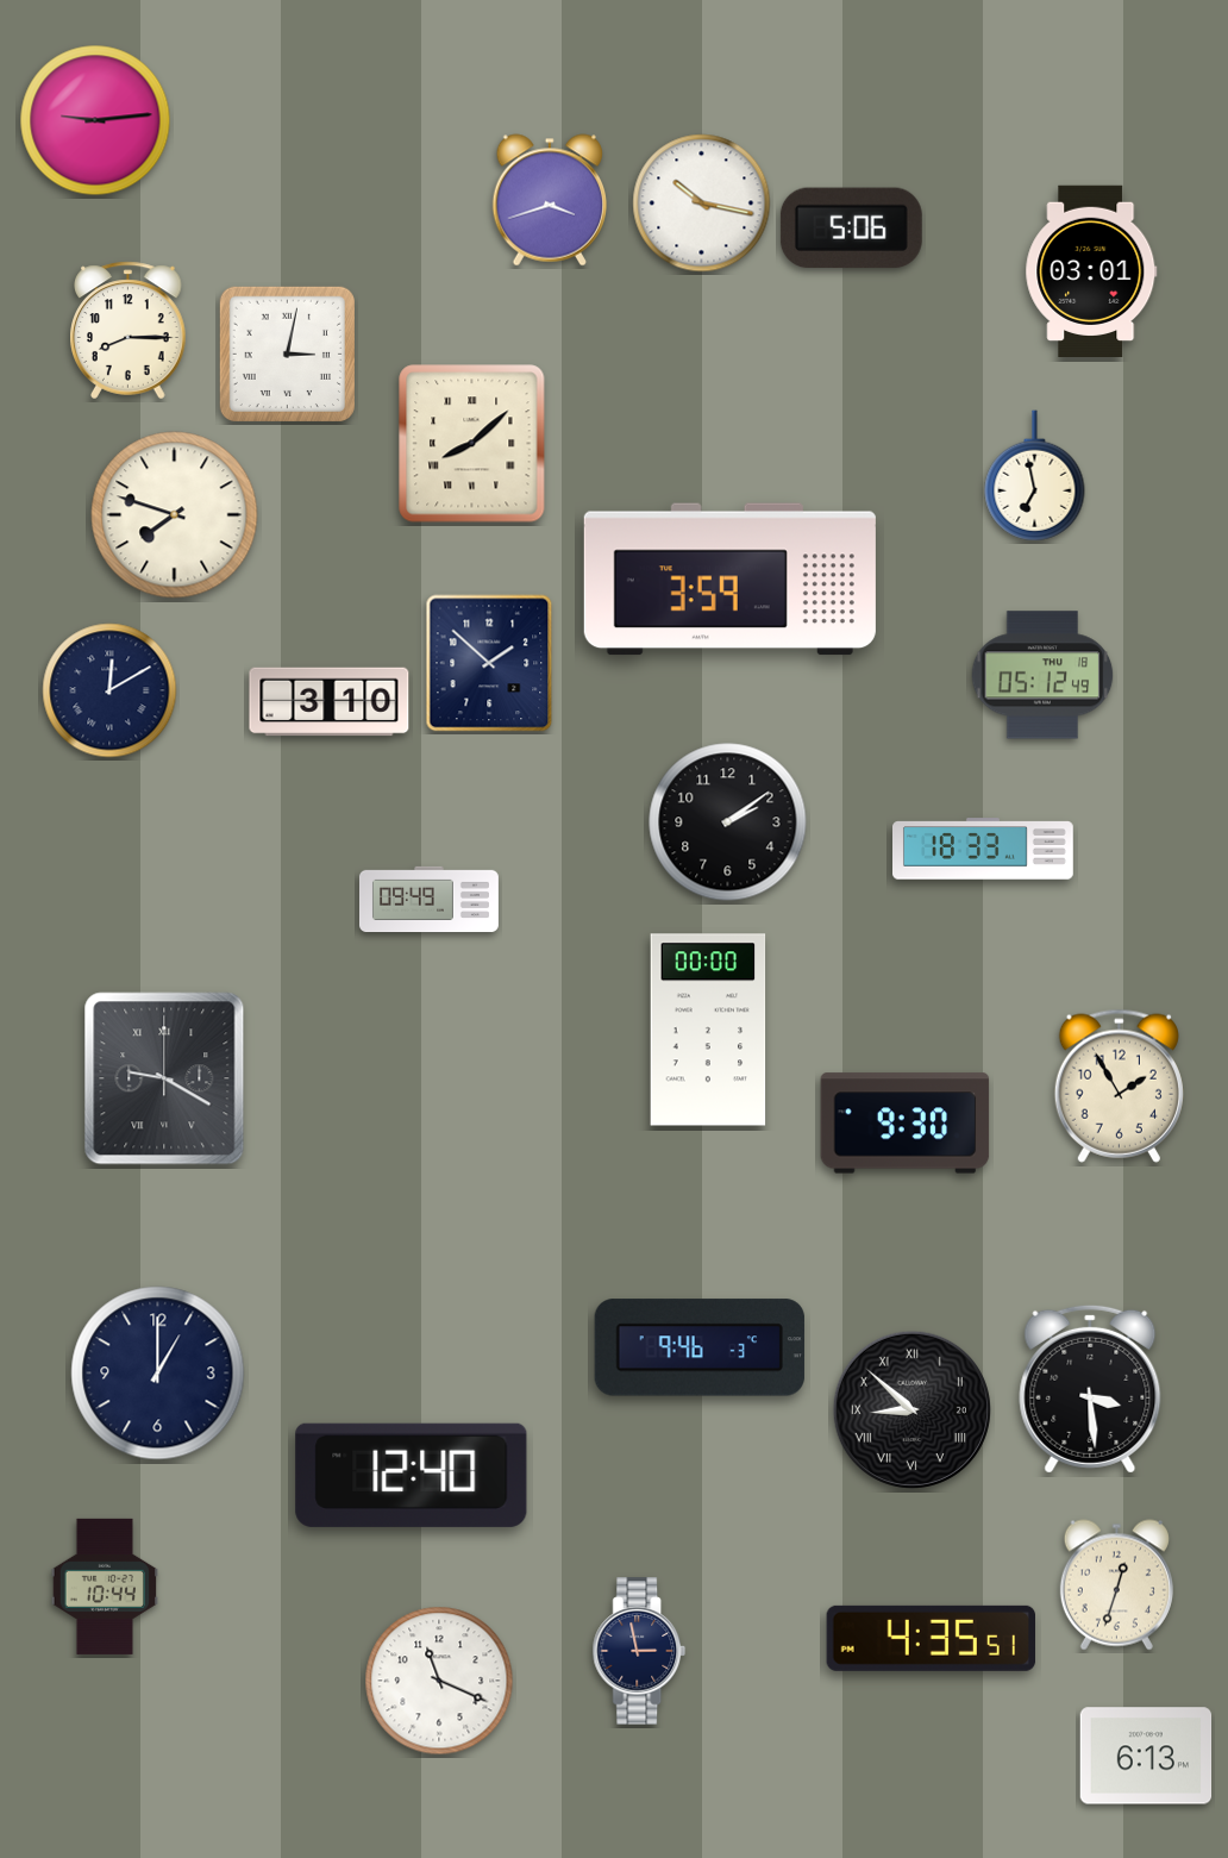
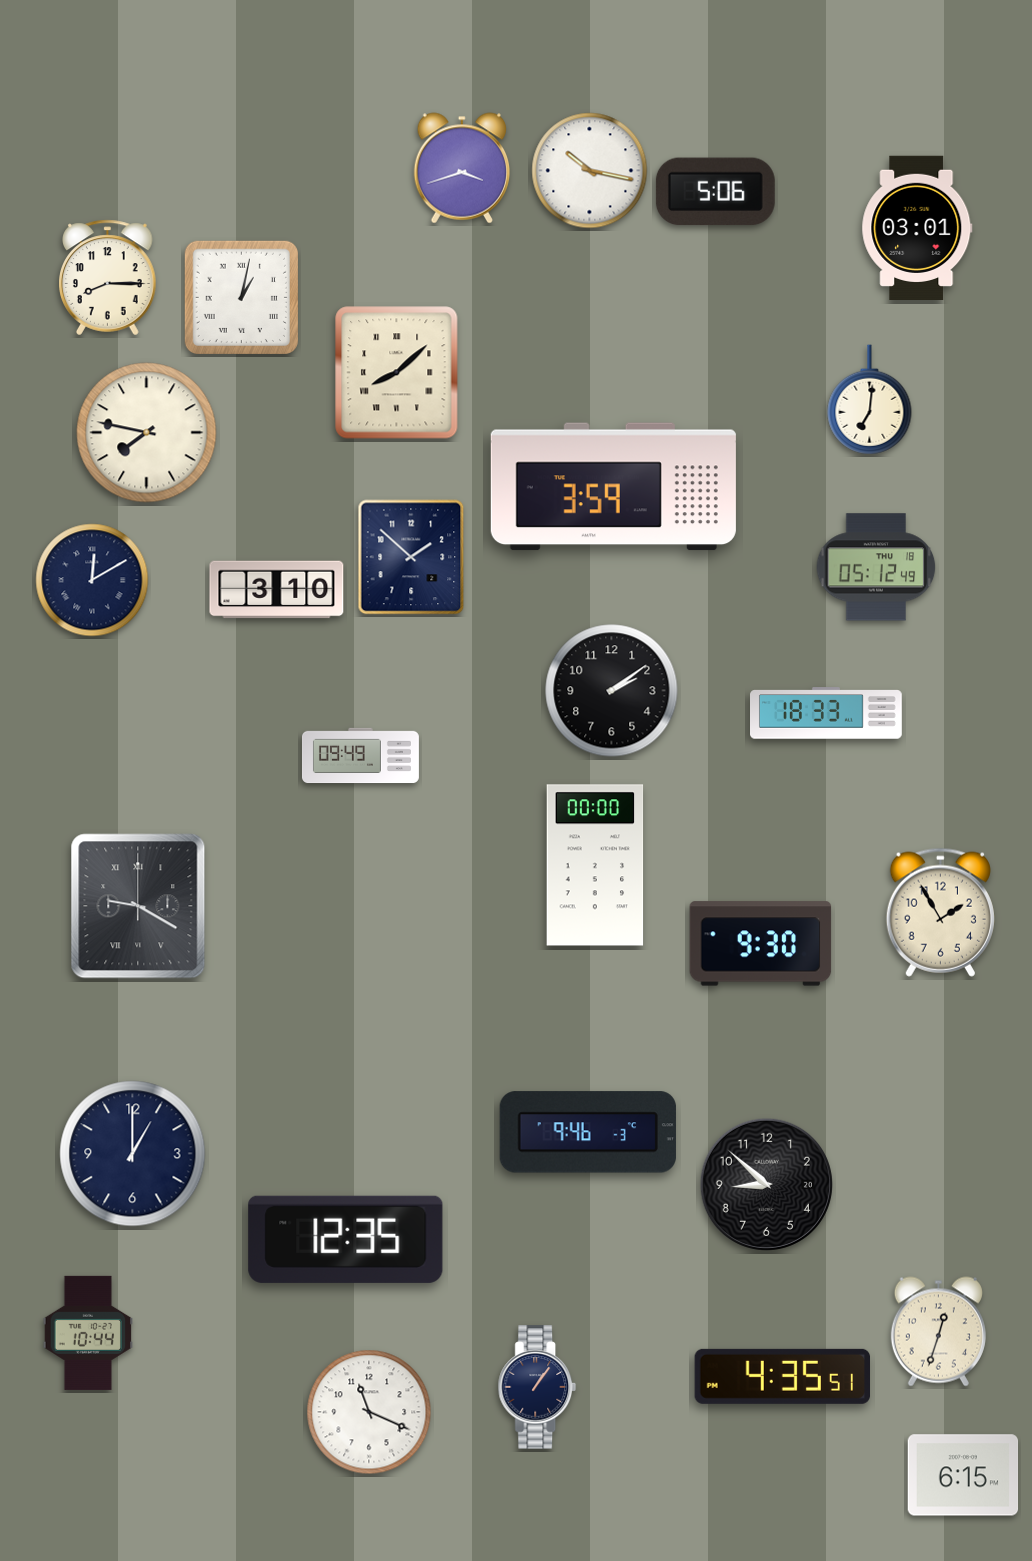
clock at (95, 120): 9:14 -> none
clock at (287, 354): 3:02 -> 1:02
clock at (1035, 476): 6:58 -> 7:01
clock at (175, 515): 7:48 -> 7:47
clock at (1090, 1389): 3:29 -> none
clock at (911, 1409) numerals: Roman -> Arabic
clock at (412, 1475): 12:40 -> 12:35
clock at (639, 1651): 2:58 -> 1:06
clock at (1146, 1756): 6:13 -> 6:15
